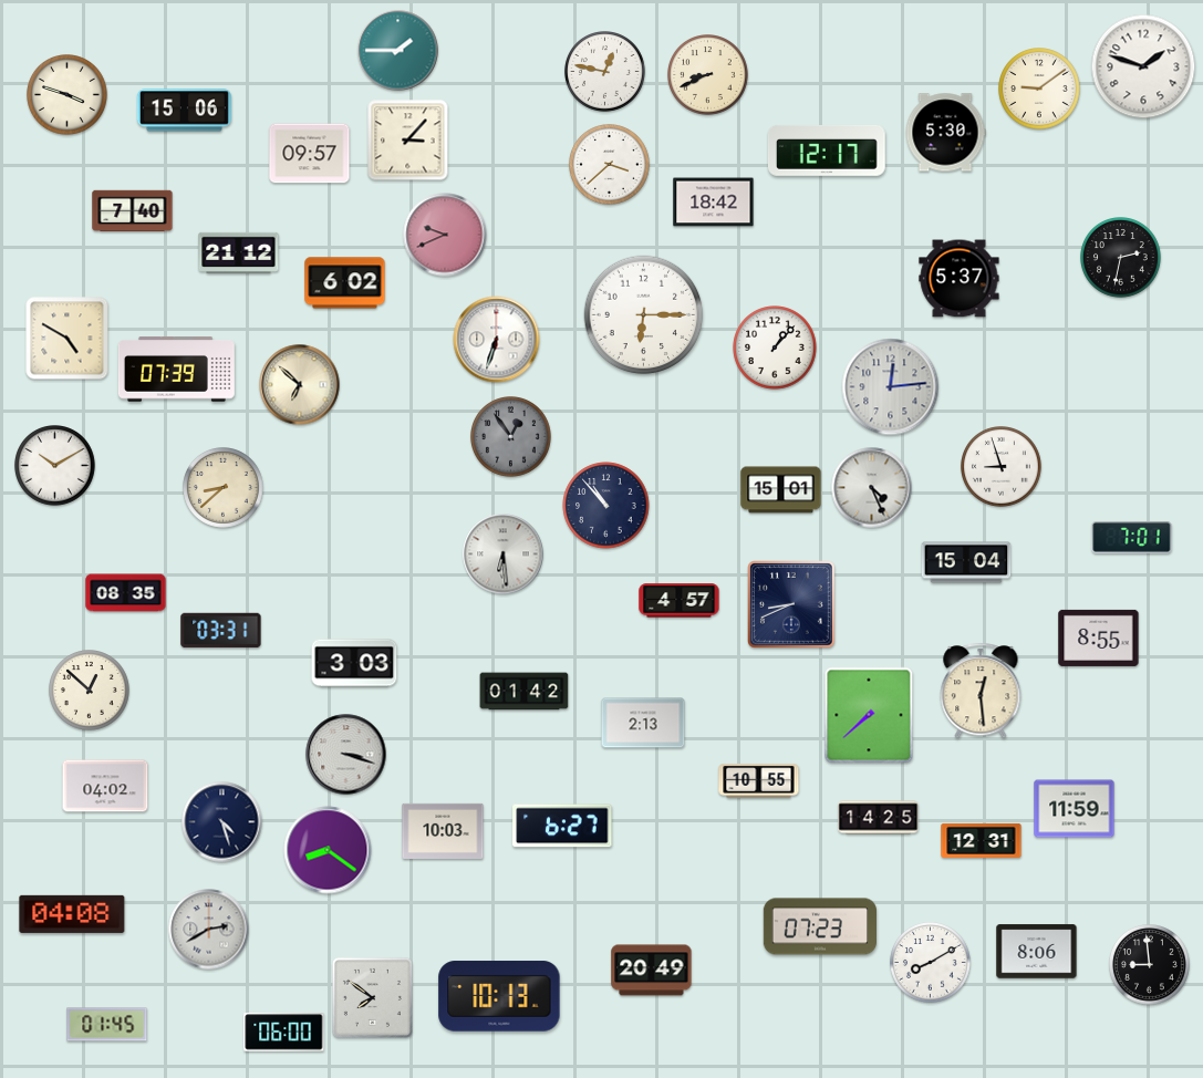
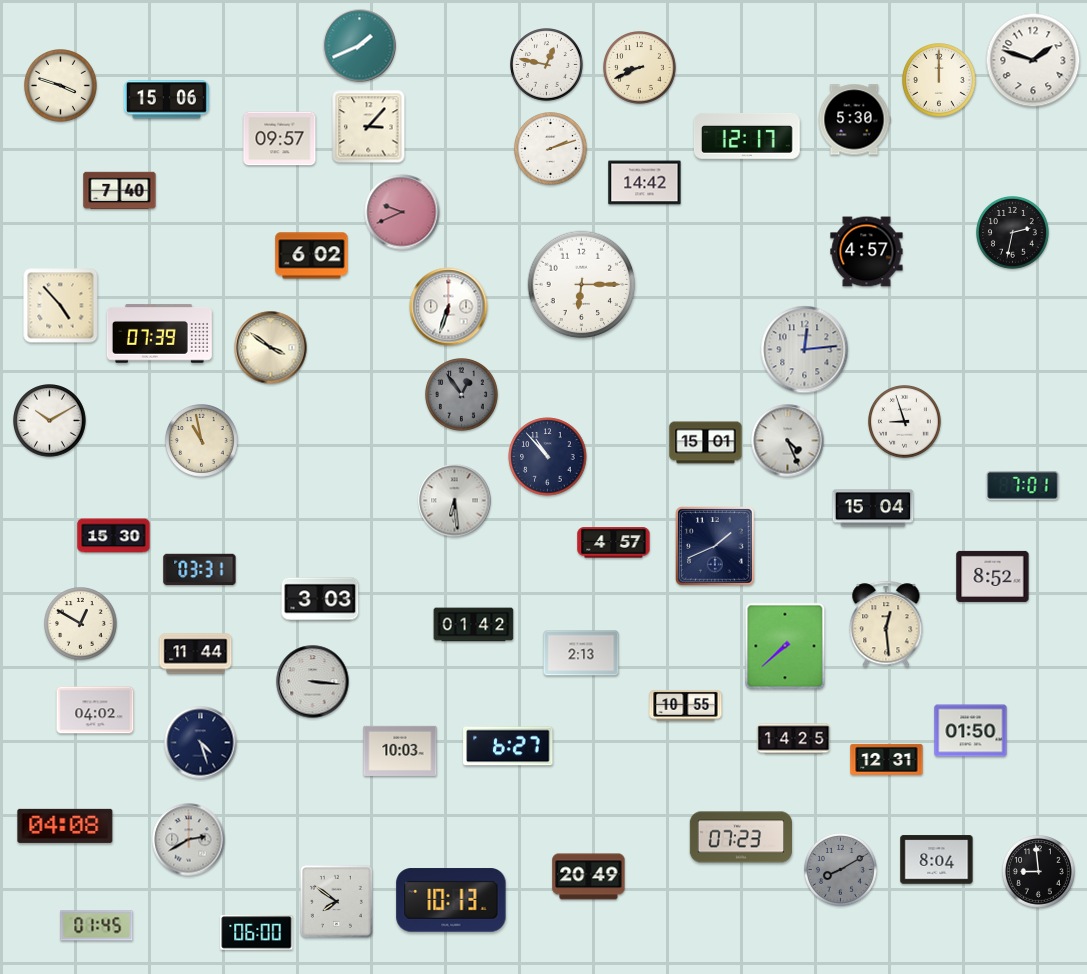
clock at (398, 51): 1:45 -> 1:41
clock at (1040, 90): 9:09 -> 12:00
clock at (610, 165): 3:38 -> 2:12
clock at (714, 203): 18:42 -> 14:42
clock at (239, 252): 21:12 -> none
clock at (960, 279): 5:37 -> 4:57
clock at (68, 339): 4:50 -> 4:53
clock at (775, 348): 1:07 -> none
clock at (300, 385): 6:52 -> 3:51
clock at (224, 488): 8:38 -> 10:58
clock at (126, 593): 08:35 -> 15:30
clock at (792, 605): 8:41 -> 1:41
clock at (1099, 638): 8:55 -> 8:52
clock at (90, 691): 12:52 -> 12:50
clock at (196, 654): none -> 11:44
clock at (346, 755): 3:18 -> 3:16
clock at (1075, 809): 11:59 -> 01:50
clock at (328, 850): 8:21 -> none
clock at (1037, 952): 8:06 -> 8:04
clock at (931, 963) dial: white -> grey
